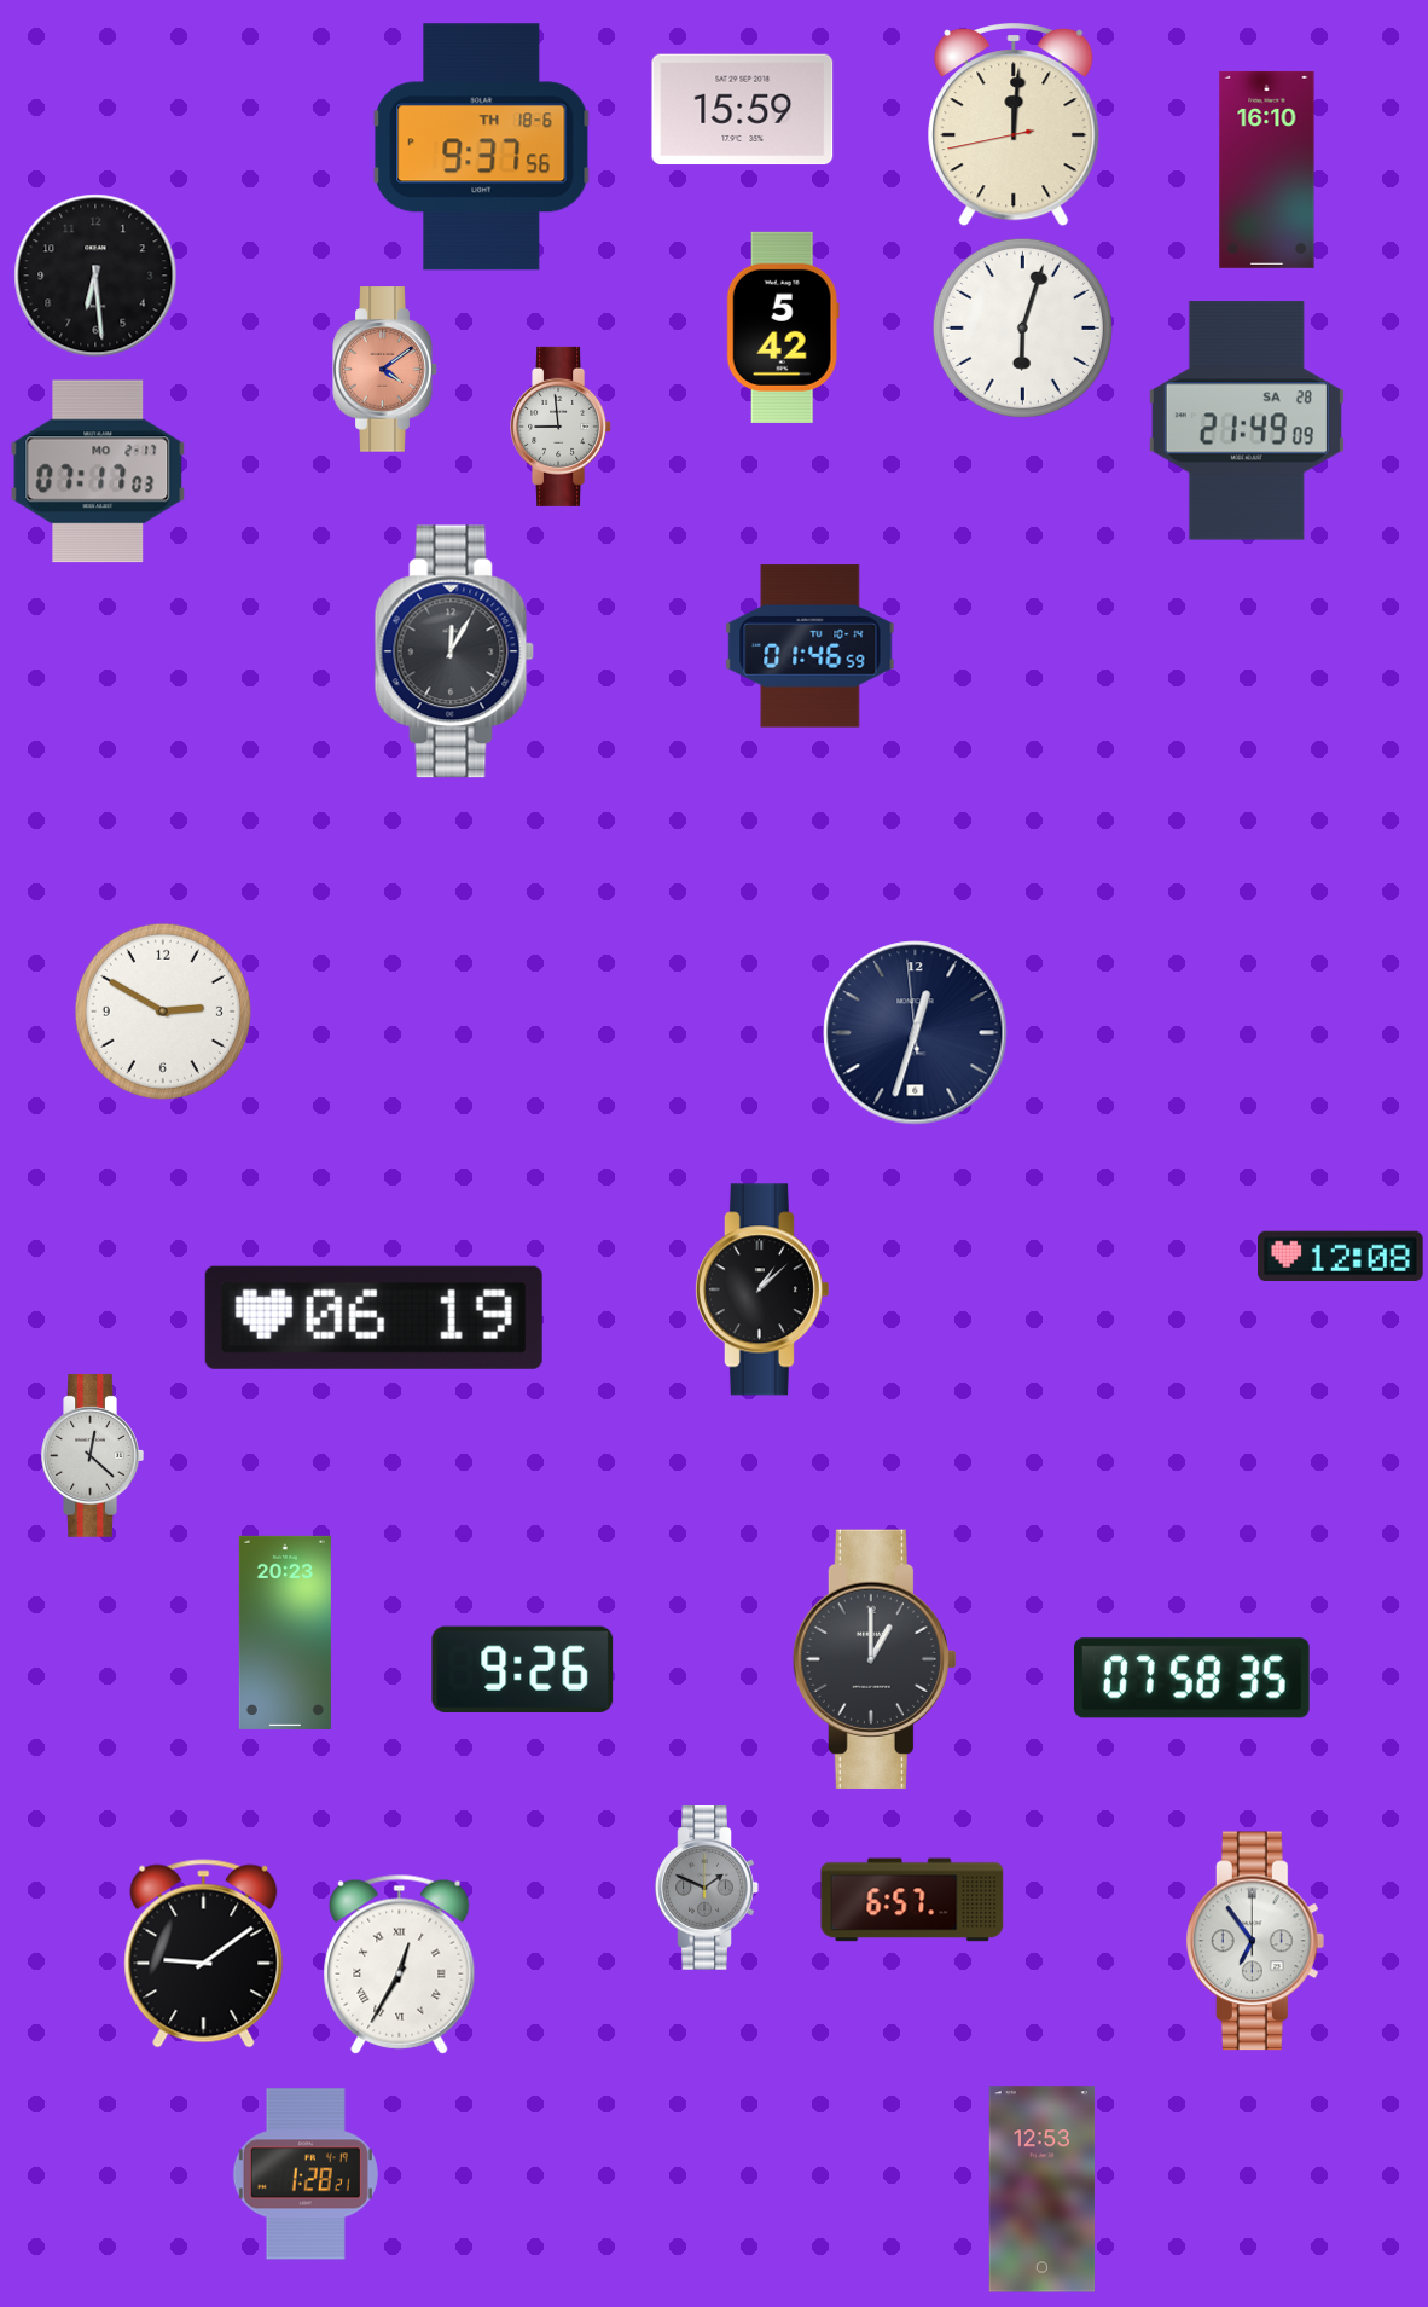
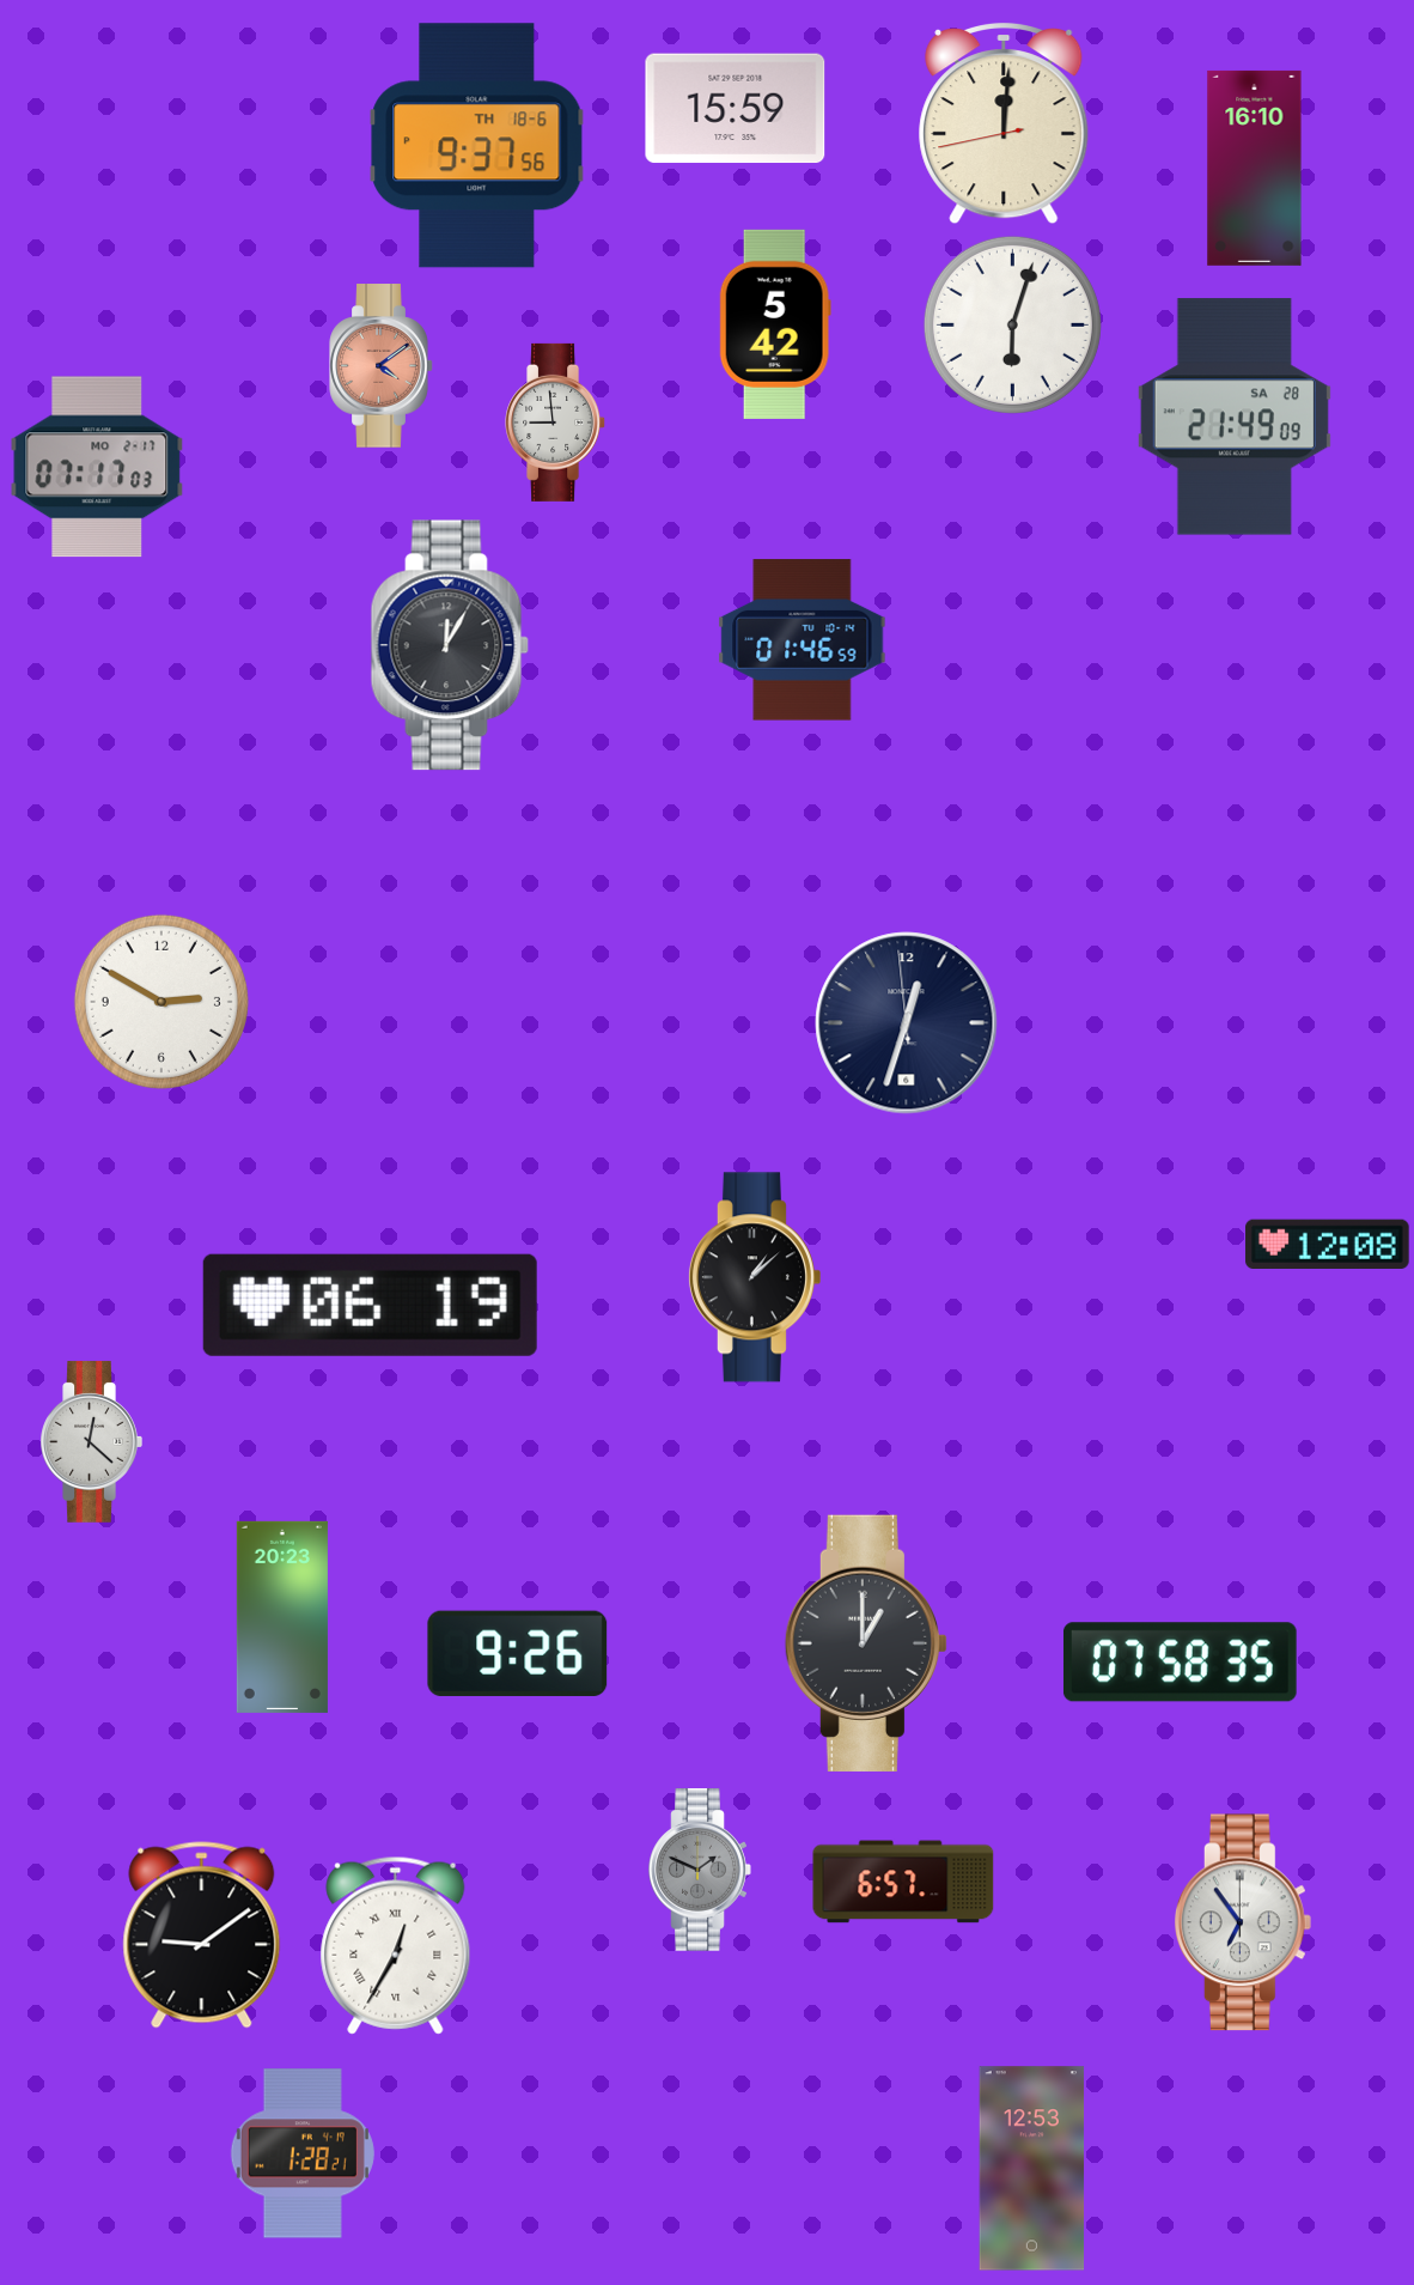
clock at (95, 276): 6:29 -> none
